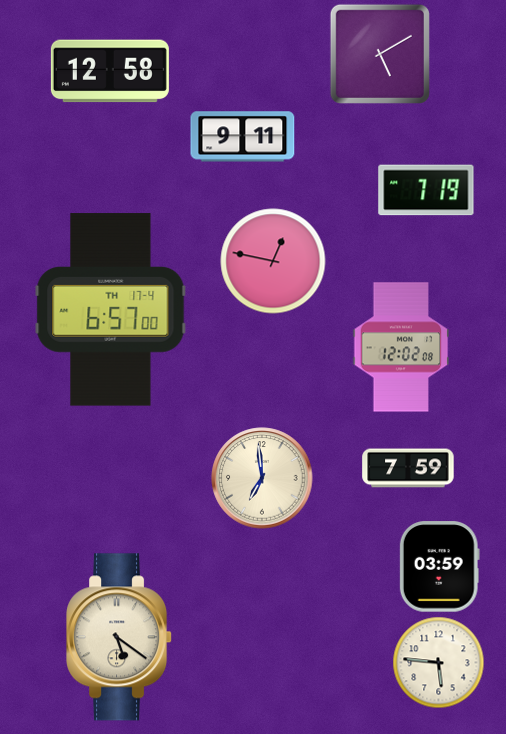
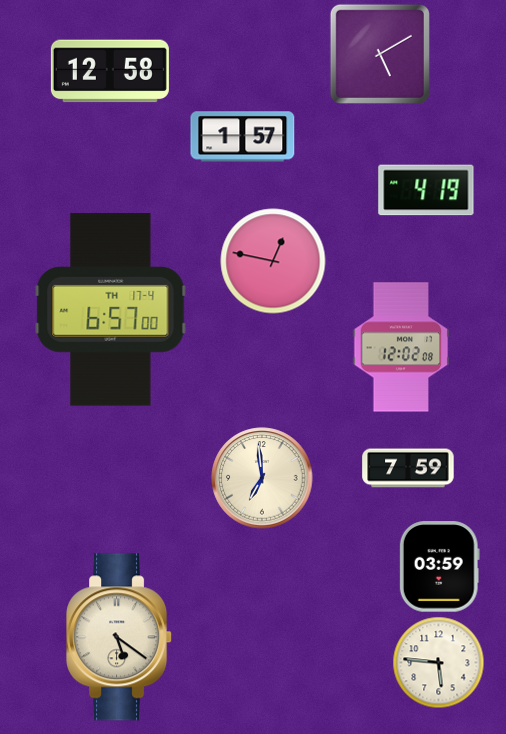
clock at (243, 137): 9:11 -> 1:57
clock at (426, 190): 7:19 -> 4:19
